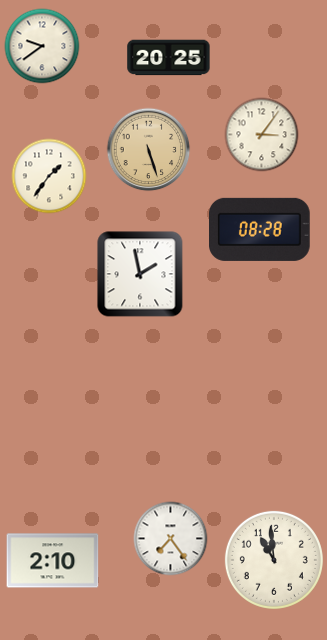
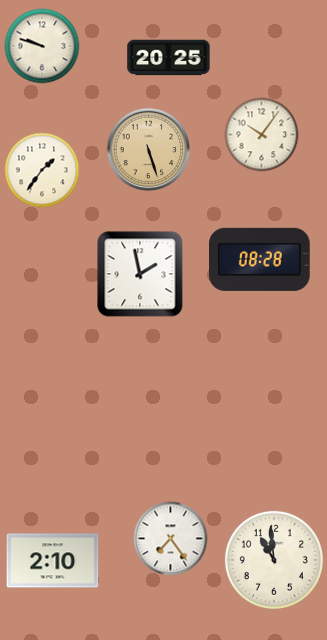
clock at (42, 46): 9:39 -> 9:48
clock at (262, 135): 3:06 -> 10:06
clock at (49, 176) position: (49, 176) -> (42, 170)
clock at (260, 229) position: (260, 229) -> (260, 259)
